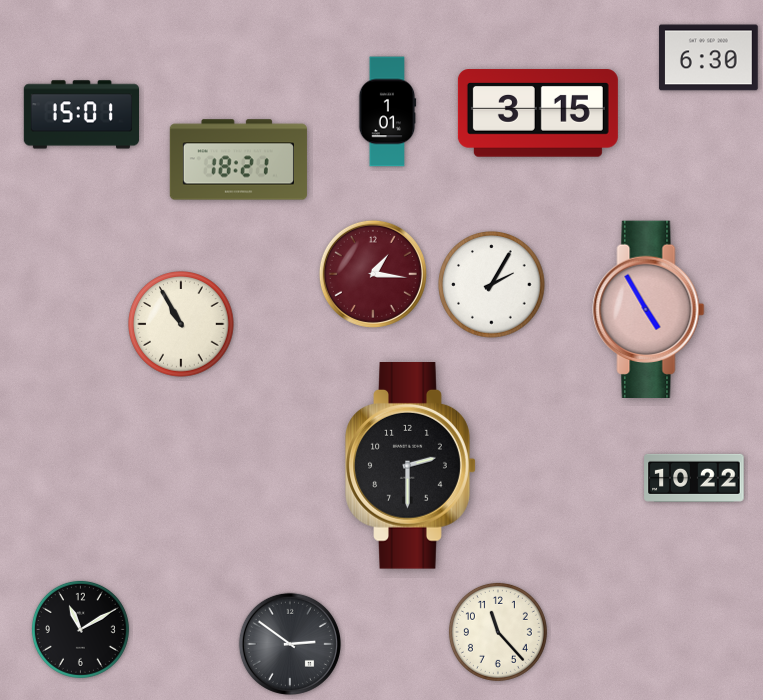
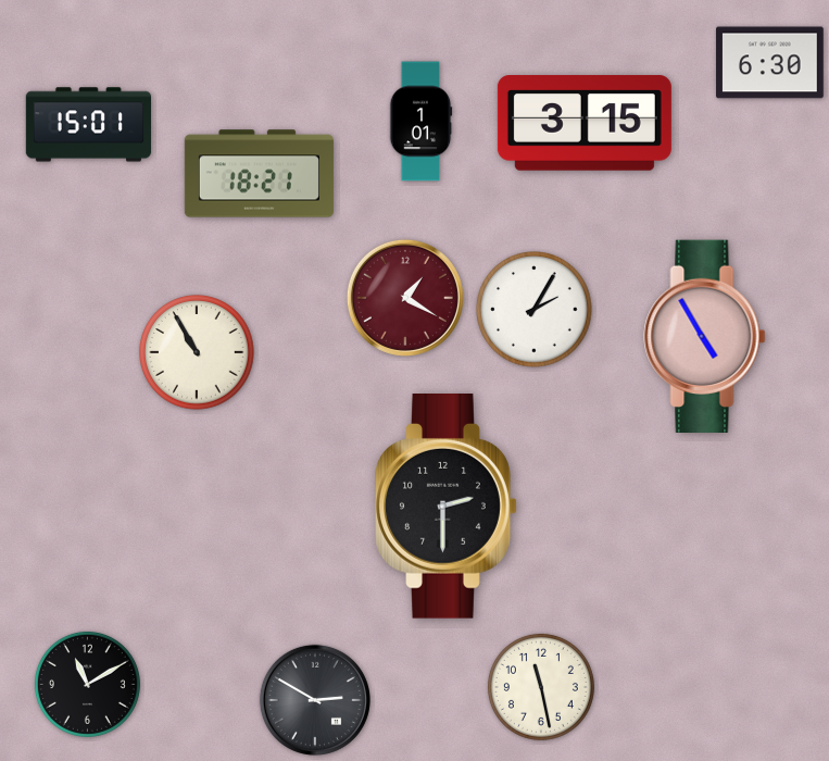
clock at (373, 274): 1:16 -> 1:20
clock at (694, 478): 10:22 -> none
clock at (498, 632): 11:23 -> 11:28
clock at (290, 644): 2:51 -> 2:50
